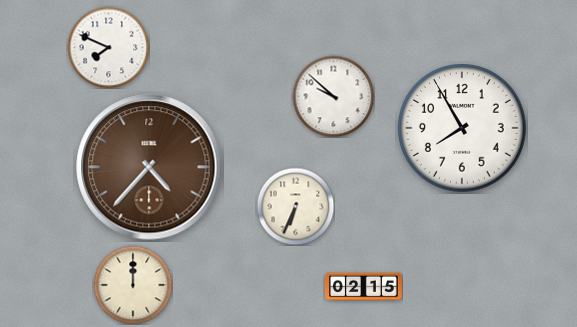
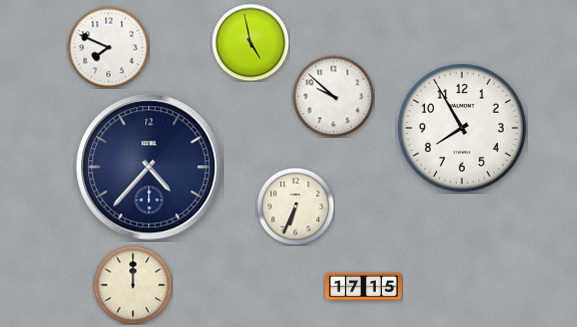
clock at (250, 42): none -> 4:58
clock at (149, 167) dial: brown -> navy
clock at (364, 287): 02:15 -> 17:15
